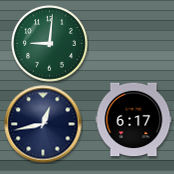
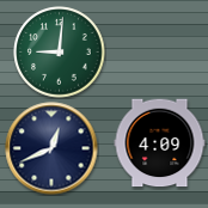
clock at (134, 120): 6:17 -> 4:09
clock at (43, 124): 12:43 -> 12:41
